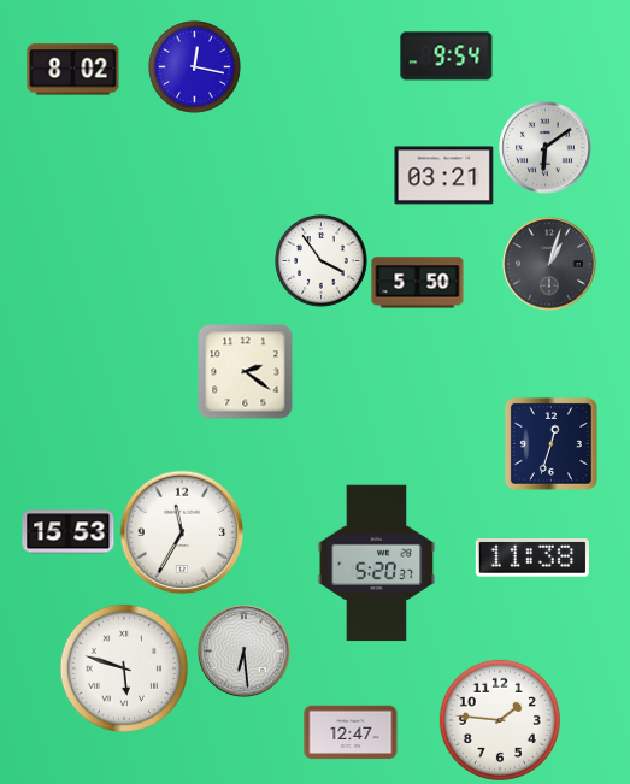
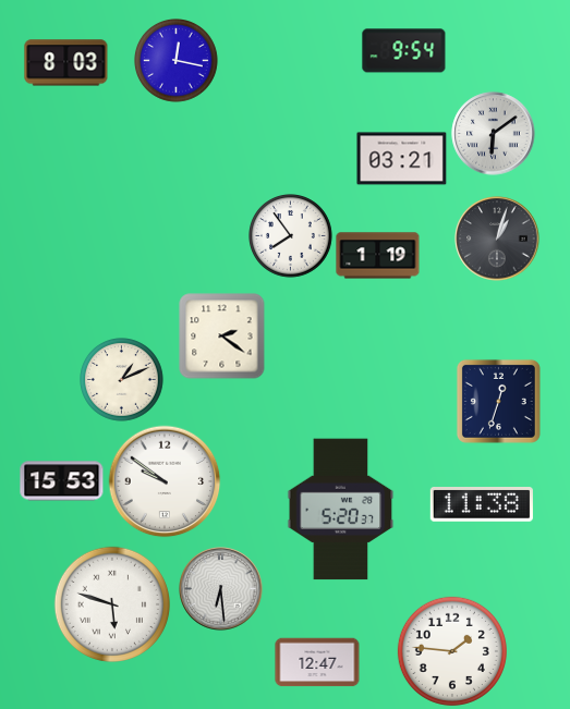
clock at (73, 70): 8:02 -> 8:03
clock at (322, 261): 3:54 -> 7:54
clock at (418, 283): 5:50 -> 1:19
clock at (122, 380): none -> 1:11
clock at (182, 532): 11:35 -> 9:51
